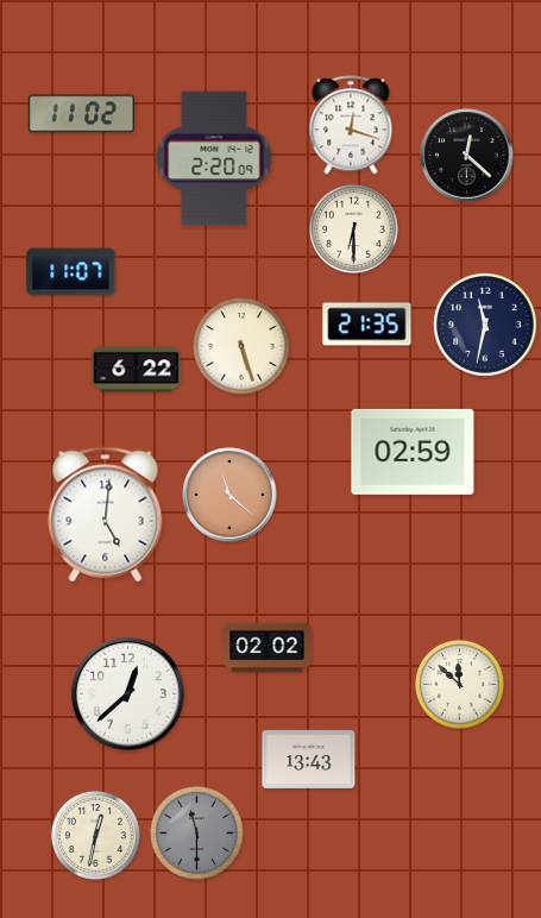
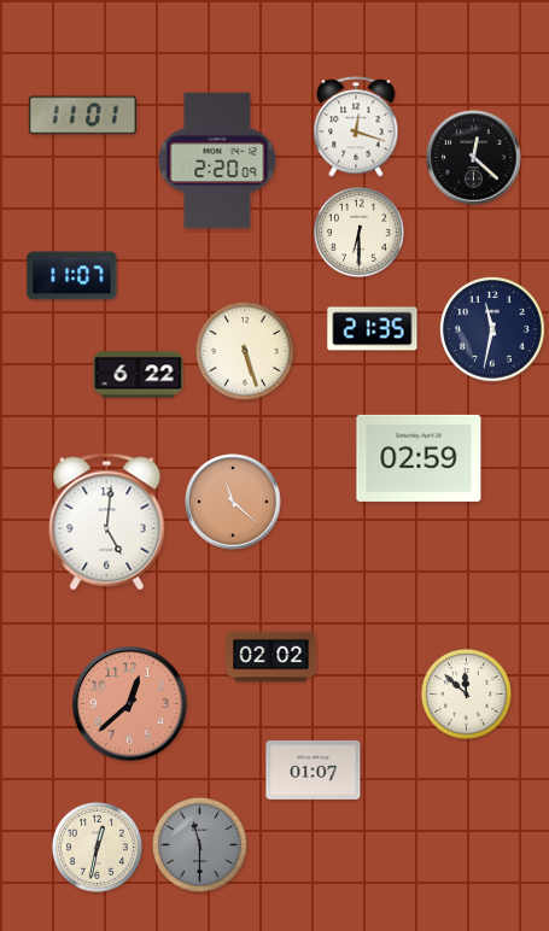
clock at (81, 114): 11:02 -> 11:01
clock at (128, 694) dial: white -> salmon
clock at (309, 759): 13:43 -> 01:07
